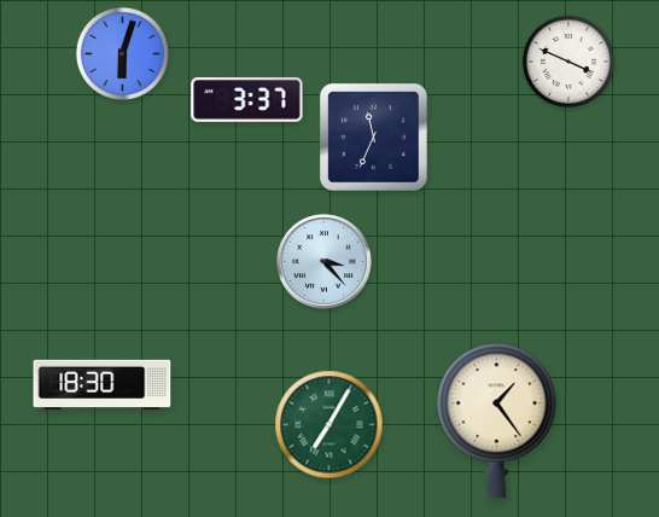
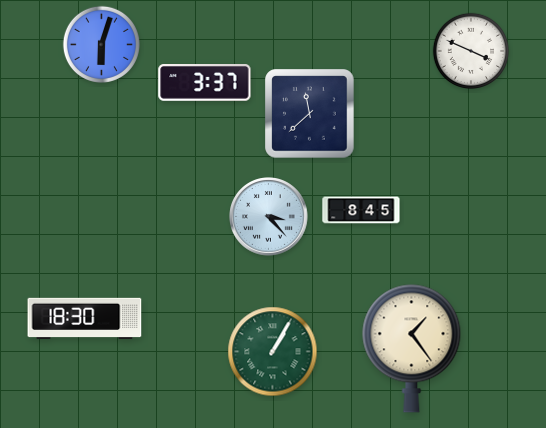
clock at (374, 138): 11:34 -> 11:38
clock at (361, 210): none -> 8:45
clock at (329, 425): 7:05 -> 1:05
